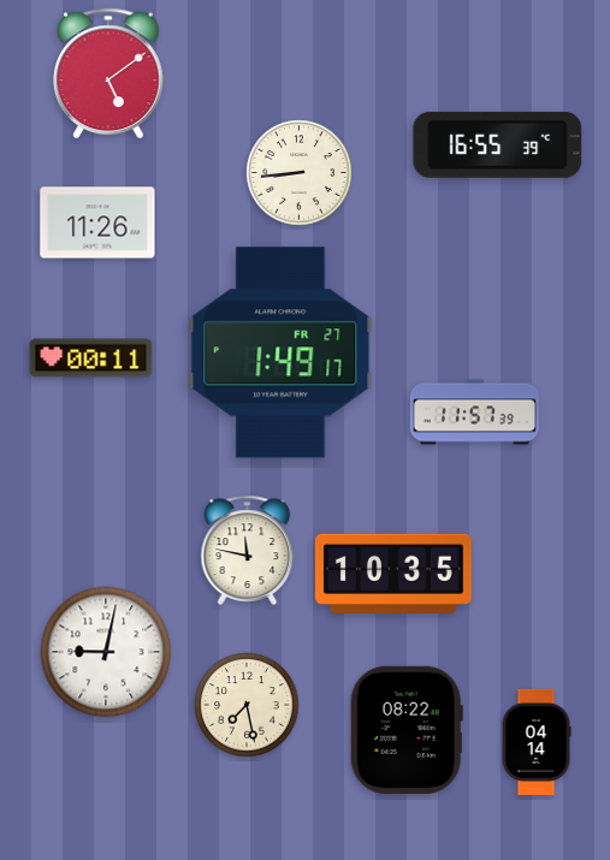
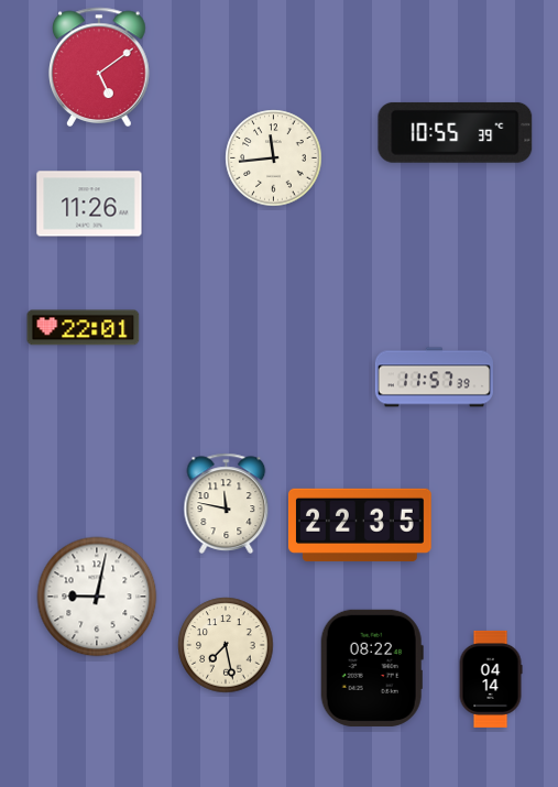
clock at (498, 144): 16:55 -> 10:55
clock at (300, 173): 8:44 -> 11:44
clock at (280, 352): 1:49 -> none
clock at (91, 358): 00:11 -> 22:01
clock at (393, 574): 10:35 -> 22:35
